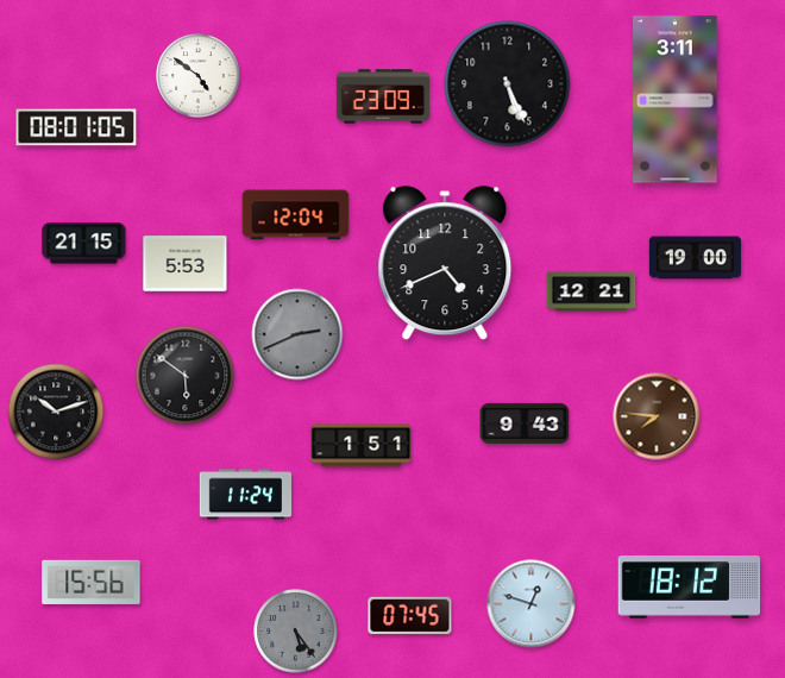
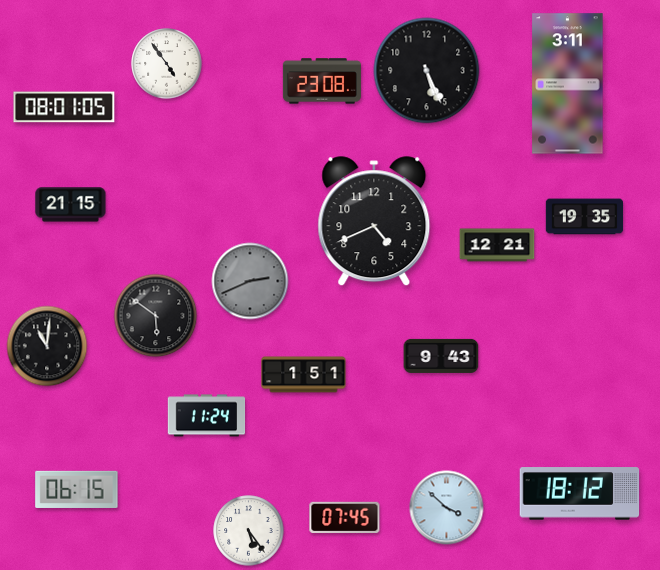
clock at (199, 76): 4:51 -> 4:54
clock at (383, 96): 23:09 -> 23:08
clock at (296, 215): 12:04 -> none
clock at (696, 258): 19:00 -> 19:35
clock at (186, 264): 5:53 -> none
clock at (56, 412): 10:12 -> 11:01
clock at (657, 416): 7:46 -> none
clock at (92, 582): 15:56 -> 06:15
clock at (532, 604): 12:48 -> 3:52
clock at (296, 632) dial: grey -> white
